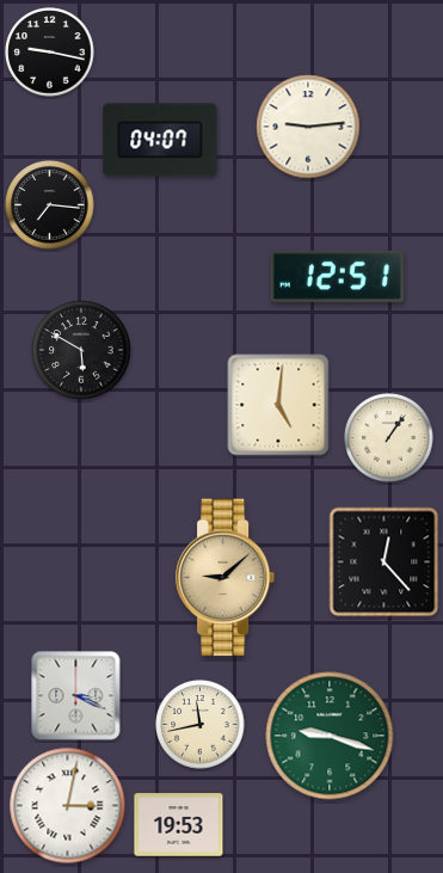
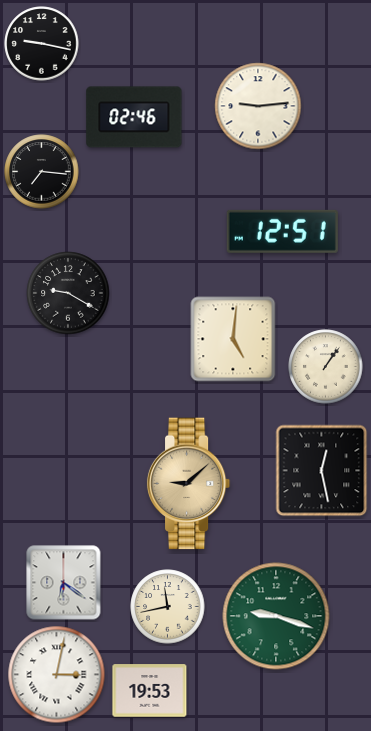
clock at (160, 140): 04:07 -> 02:46
clock at (81, 350): 5:50 -> 9:20
clock at (384, 562): 12:23 -> 12:28
clock at (76, 696): 3:19 -> 6:21
